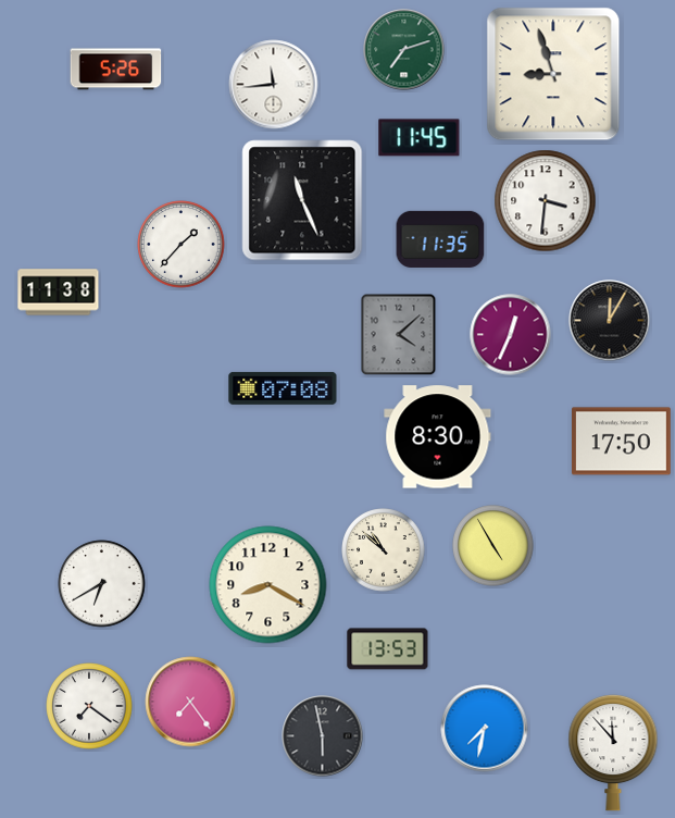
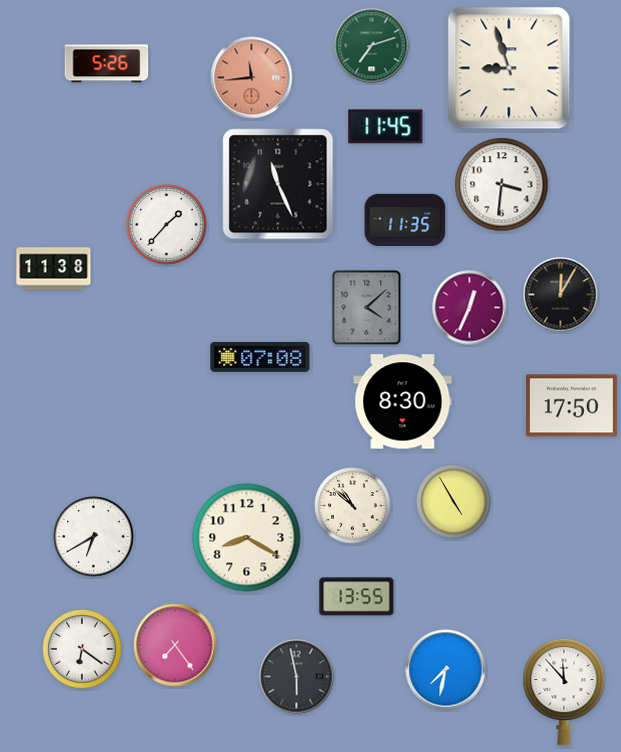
clock at (274, 85) dial: white -> salmon
clock at (388, 649): 13:53 -> 13:55
clock at (89, 706): 7:21 -> 6:21
